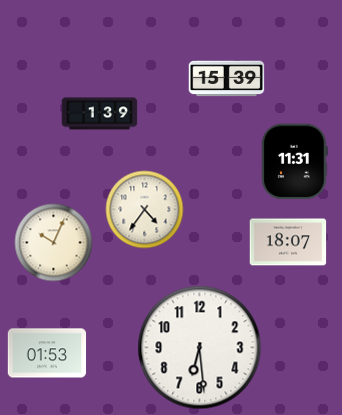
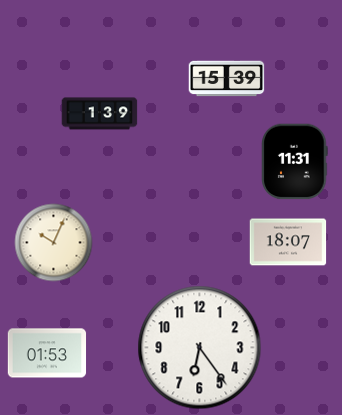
clock at (145, 210): 4:36 -> none
clock at (200, 348): 6:29 -> 6:24
